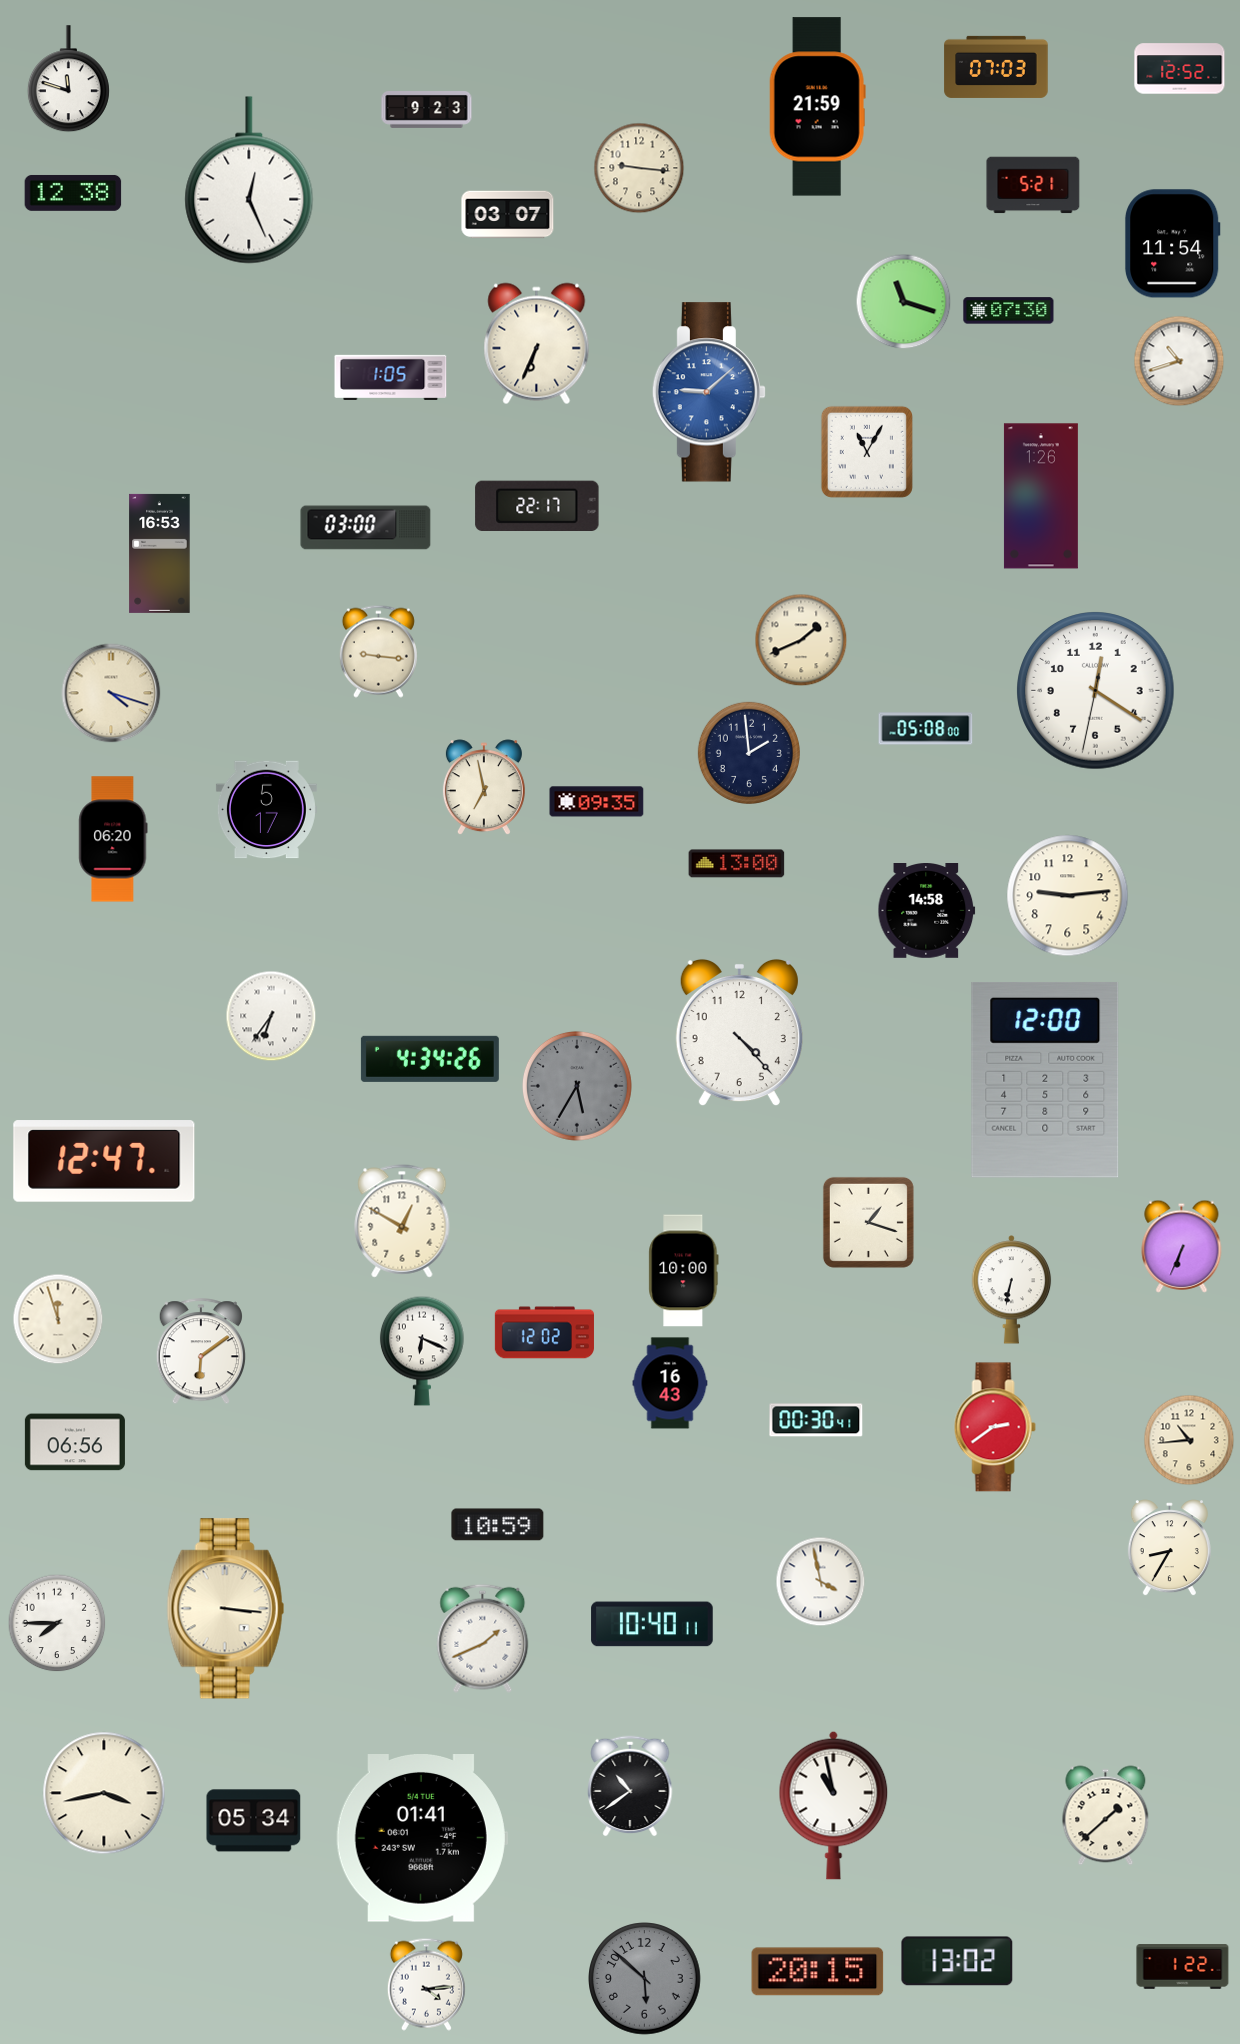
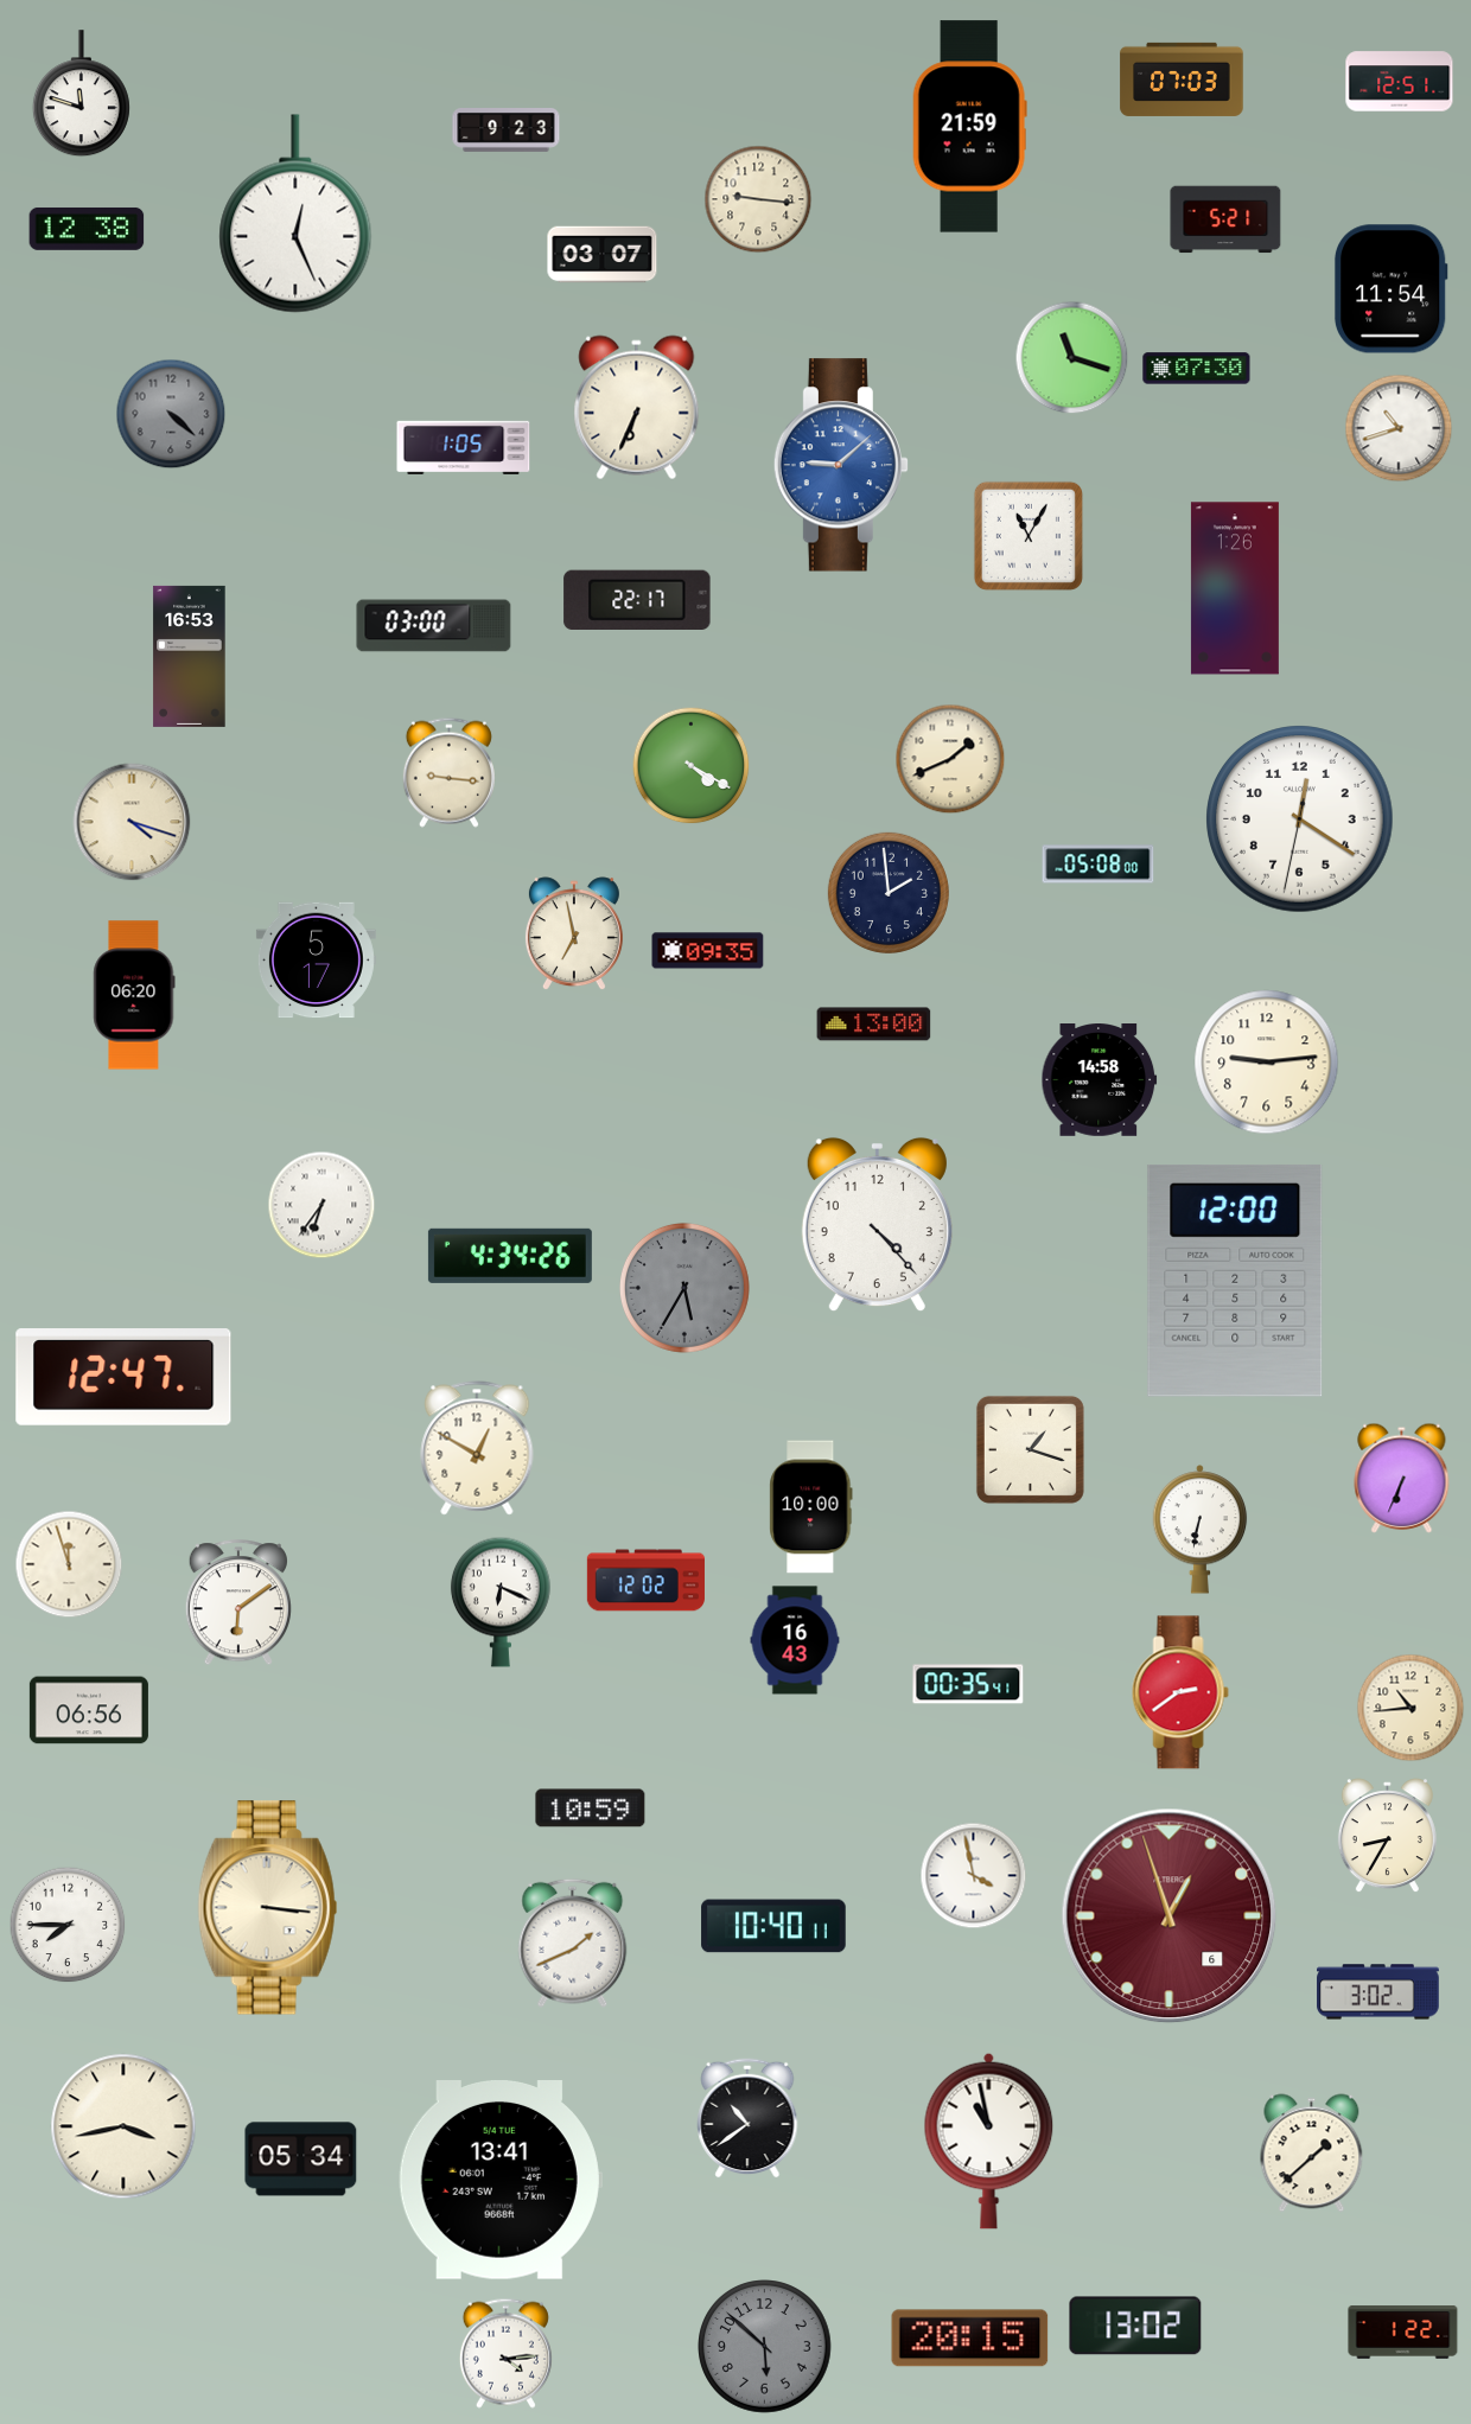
clock at (1180, 69): 12:52 -> 12:51
clock at (171, 414): none -> 4:22
clock at (692, 766): none -> 4:20
clock at (1045, 1080) position: (1045, 1080) -> (1235, 1281)
clock at (816, 1420): 00:30 -> 00:35
clock at (1170, 1916): none -> 12:57
clock at (1378, 1992): none -> 3:02
clock at (422, 1839): 01:41 -> 13:41
